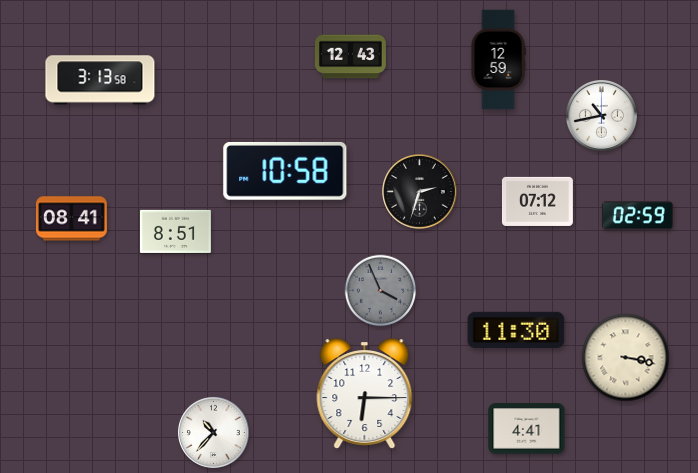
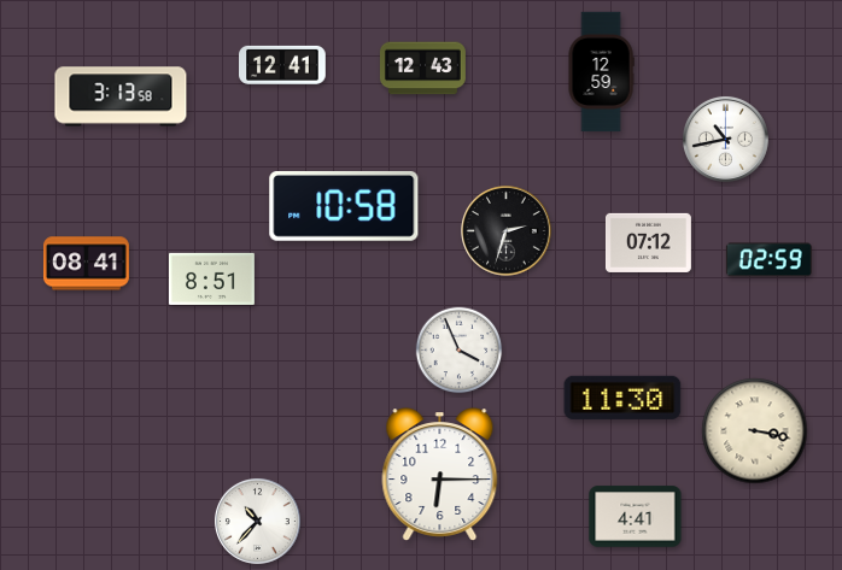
clock at (283, 65): none -> 12:41
clock at (381, 291) dial: grey -> white
